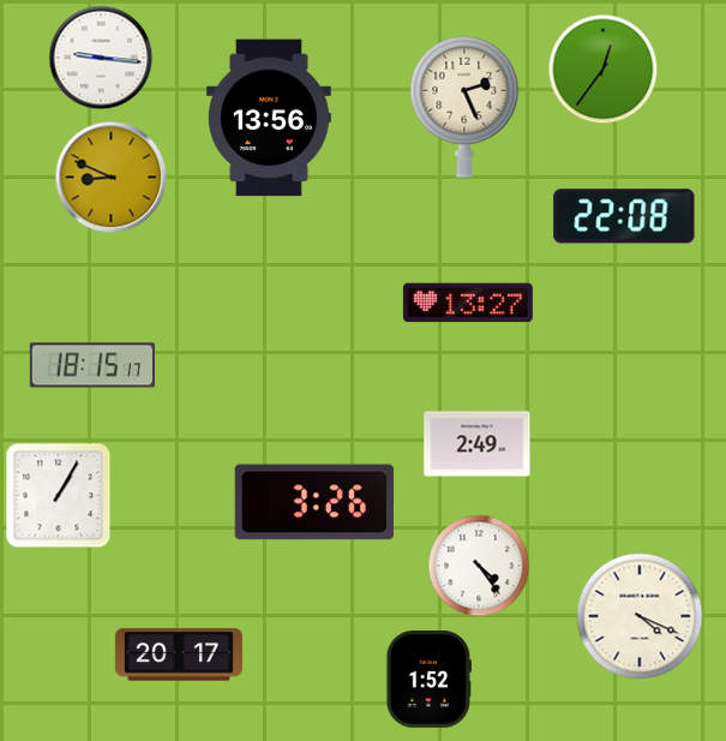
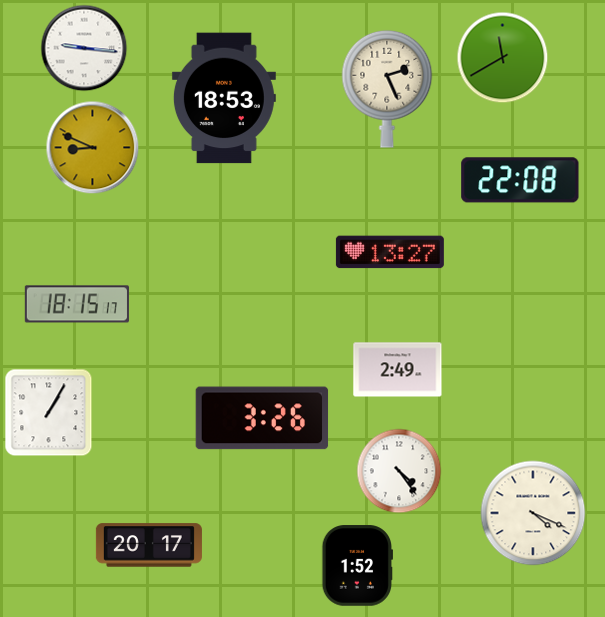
clock at (604, 70): 12:36 -> 11:40
clock at (269, 118): 13:56 -> 18:53
